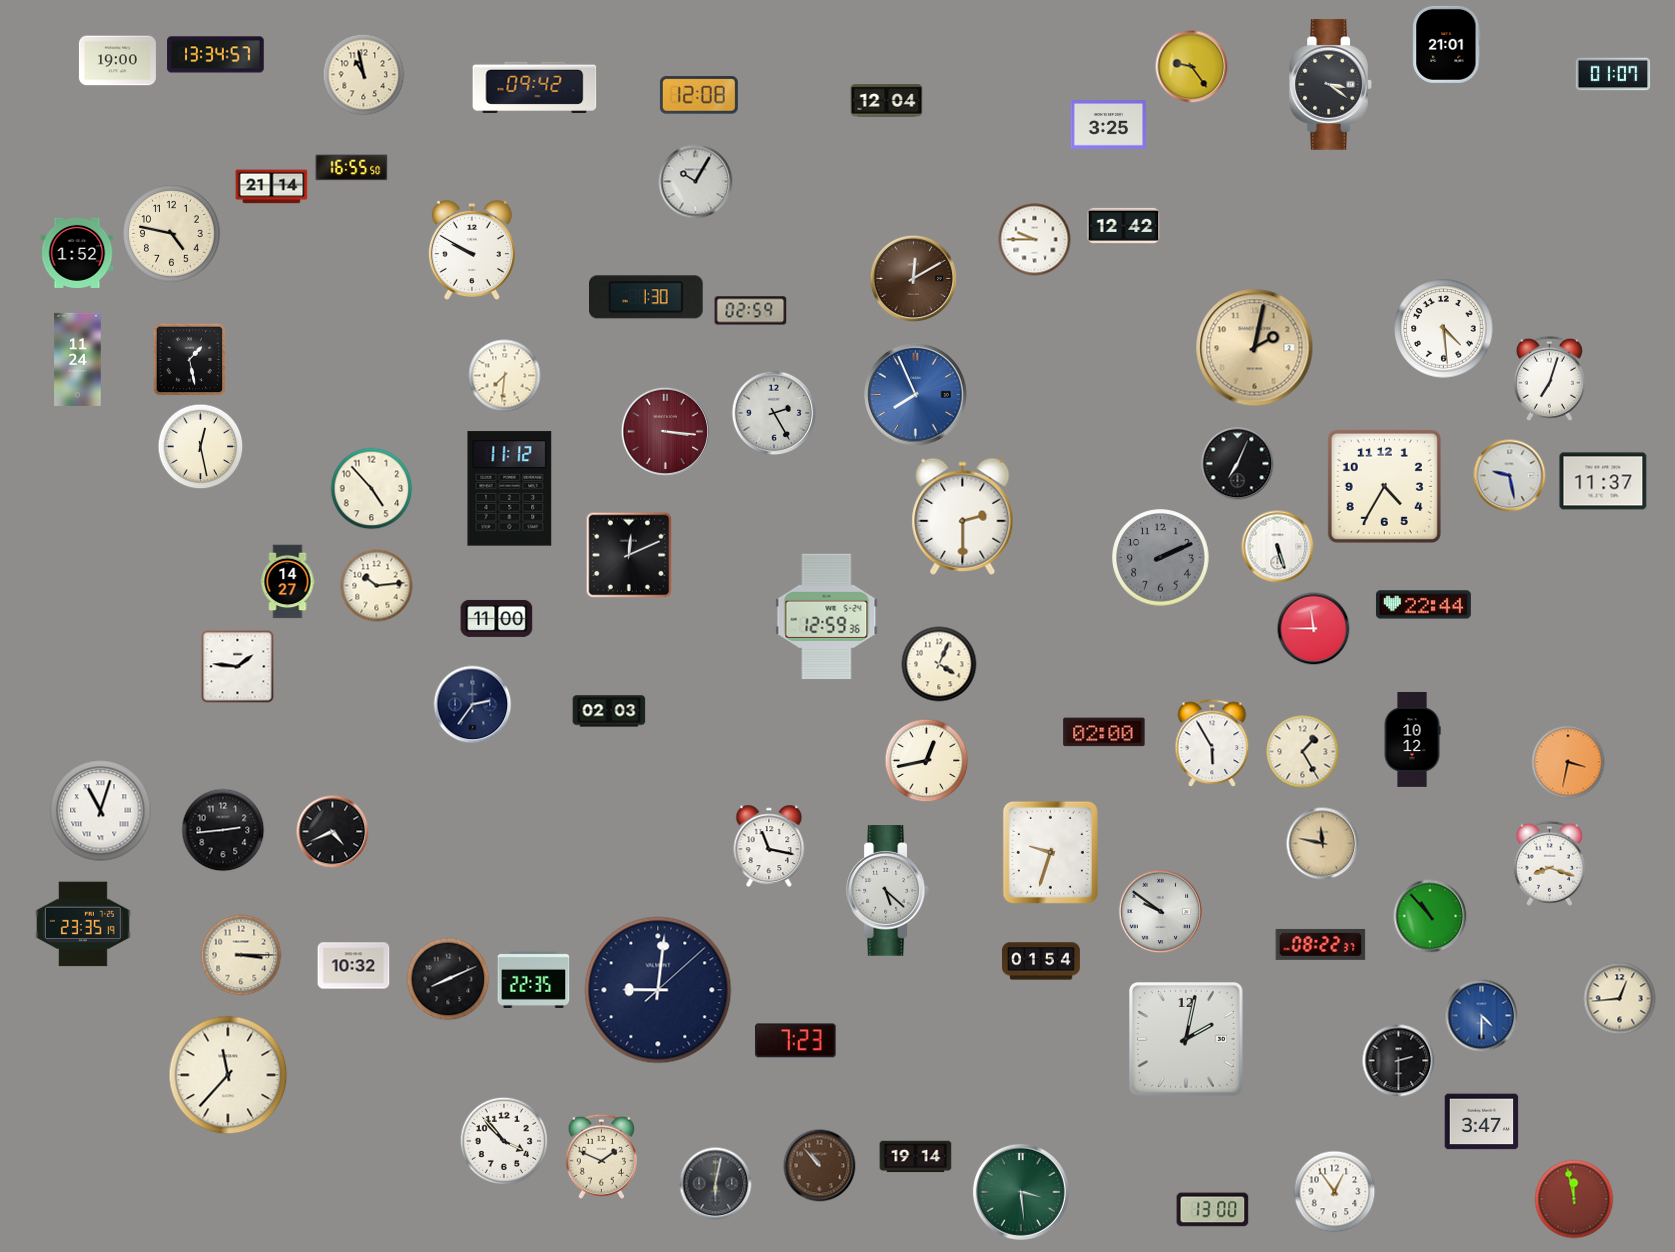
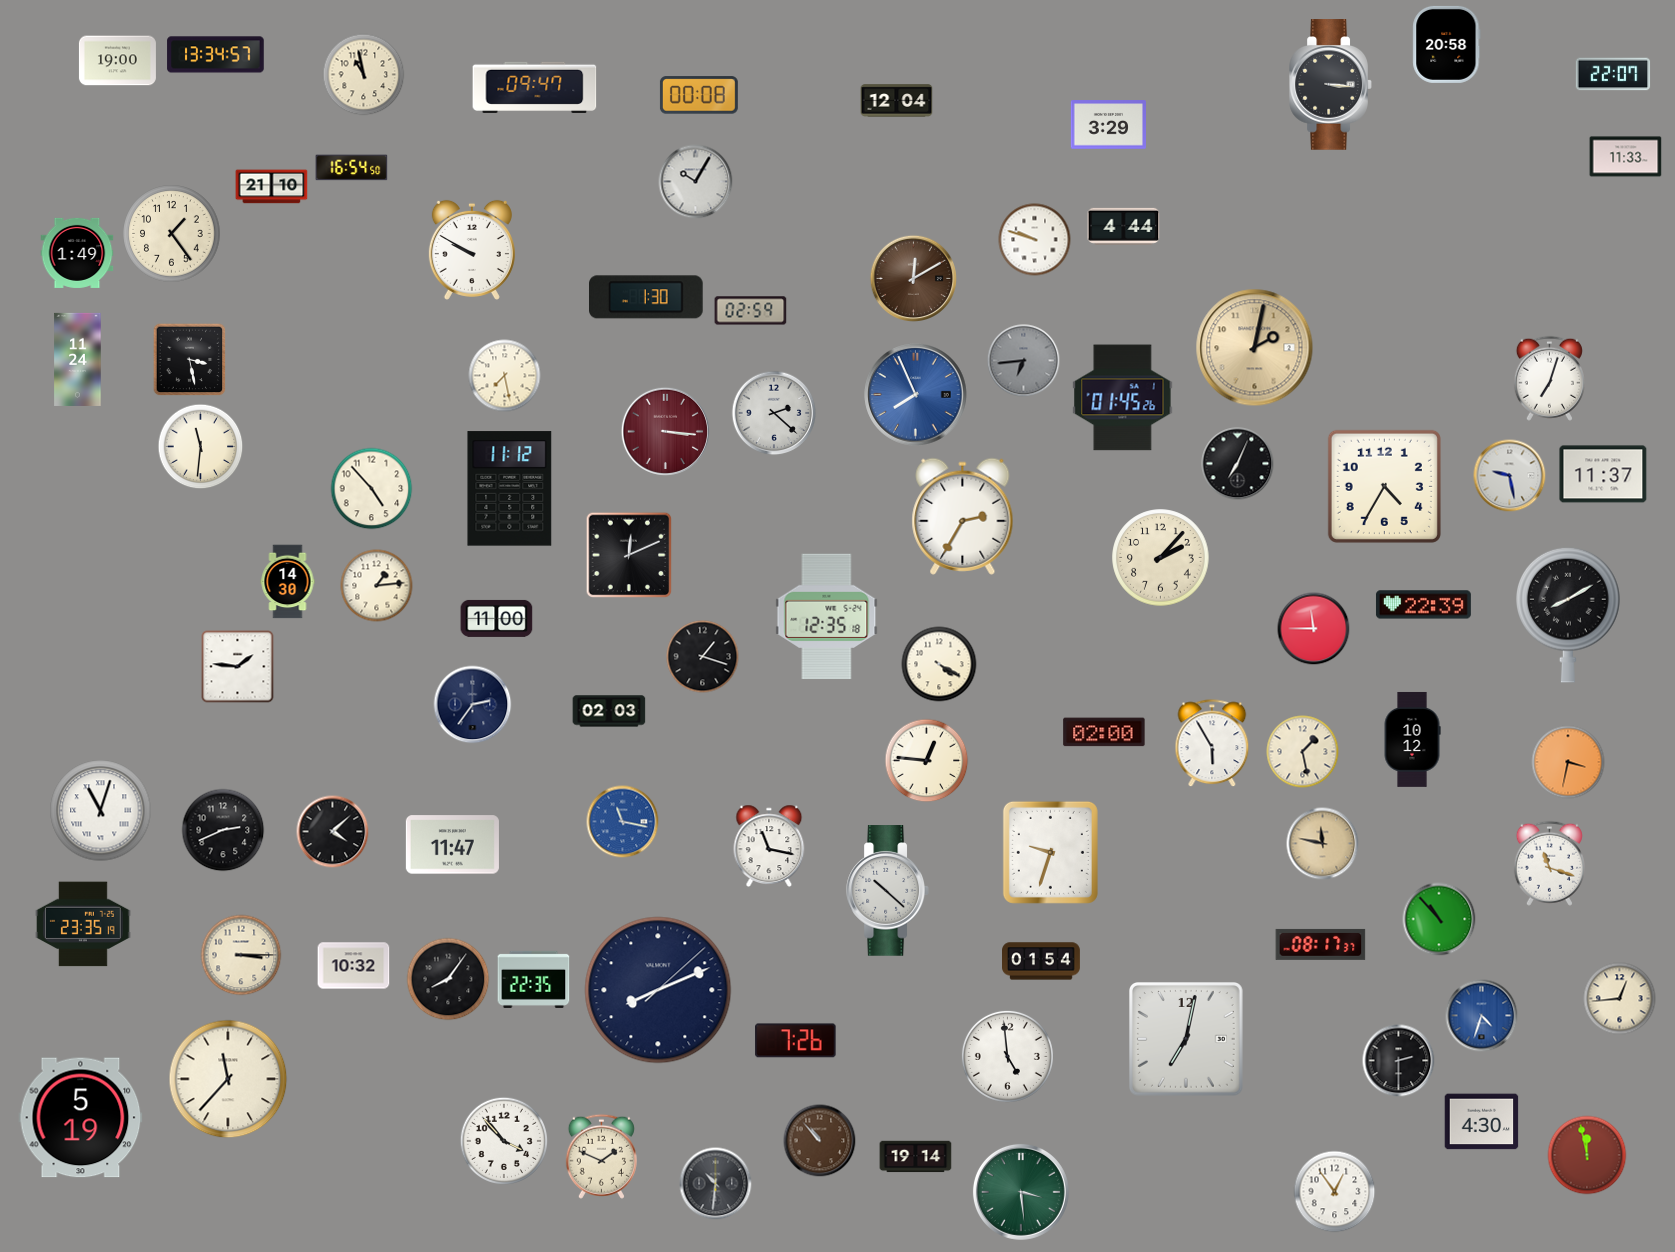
clock at (1447, 44): 21:01 -> 20:58
clock at (1192, 67): 9:24 -> none
clock at (1613, 74): 01:07 -> 22:07
clock at (1331, 85): 3:21 -> 3:16
clock at (535, 87): 09:42 -> 09:47
clock at (699, 95): 12:08 -> 00:08
clock at (887, 101) position: (887, 101) -> (897, 101)
clock at (1108, 125): 3:25 -> 3:29
clock at (1626, 157): none -> 11:33
clock at (352, 168): 16:55 -> 16:54
clock at (272, 187): 21:14 -> 21:10
clock at (1124, 226): 12:42 -> 4:44
clock at (172, 234): 4:47 -> 1:24
clock at (1035, 240): 9:45 -> 9:48
clock at (77, 253): 1:52 -> 1:49
clock at (1444, 329): 4:29 -> none
clock at (190, 360): 1:28 -> 3:28
clock at (1024, 361): none -> 6:44
clock at (505, 376): 7:31 -> 7:28
clock at (1123, 398): none -> 01:45
clock at (774, 413): 2:25 -> 2:22
clock at (201, 447): 12:28 -> 11:31
clock at (1603, 481) position: (1603, 481) -> (1603, 474)
clock at (963, 516): 2:30 -> 2:35
clock at (1278, 547): 5:27 -> none
clock at (1161, 558): 2:11 -> 2:07
clock at (1161, 558) dial: grey -> cream
clock at (288, 582): 14:27 -> 14:30
clock at (377, 586): 10:14 -> 1:14
clock at (1423, 605): 22:44 -> 22:39
clock at (1568, 615): none -> 8:10
clock at (827, 617): 12:59 -> 12:35
clock at (703, 657): none -> 1:18
clock at (939, 664): 4:04 -> 4:20
clock at (1303, 752): 1:25 -> 1:28
clock at (927, 761): 12:43 -> 12:46
clock at (623, 822): none -> 11:17
clock at (223, 830): 2:44 -> 2:41
clock at (333, 832): 4:41 -> 4:08
clock at (452, 845): none -> 11:47
clock at (1549, 863): 8:18 -> 11:18
clock at (888, 891): 5:22 -> 10:22
clock at (1161, 912): 9:51 -> none
clock at (1430, 916) position: (1430, 916) -> (1439, 919)
clock at (1321, 944): 08:22 -> 08:17
clock at (448, 979): 8:11 -> 8:06
clock at (658, 990): 9:01 -> 8:11
clock at (1482, 1016): 4:30 -> 4:33
clock at (1187, 1040): 2:02 -> 7:02
clock at (796, 1041): 7:23 -> 7:26
clock at (1007, 1056): none -> 4:59
clock at (228, 1075) position: (228, 1075) -> (228, 1079)
clock at (81, 1118): none -> 5:19
clock at (1482, 1122): 3:47 -> 4:30
clock at (820, 1166) position: (820, 1166) -> (820, 1141)
clock at (716, 1184): 6:02 -> 10:31
clock at (1574, 1199) position: (1574, 1199) -> (1587, 1155)
clock at (1213, 1210): 13:00 -> none
